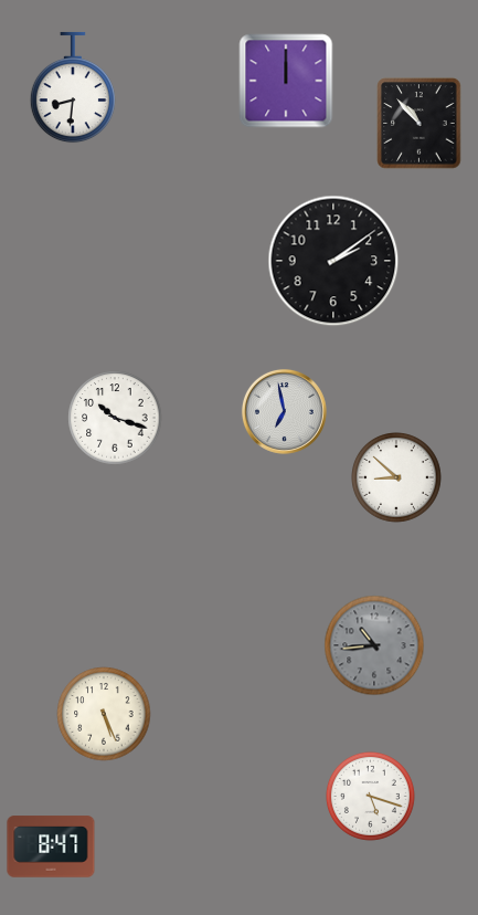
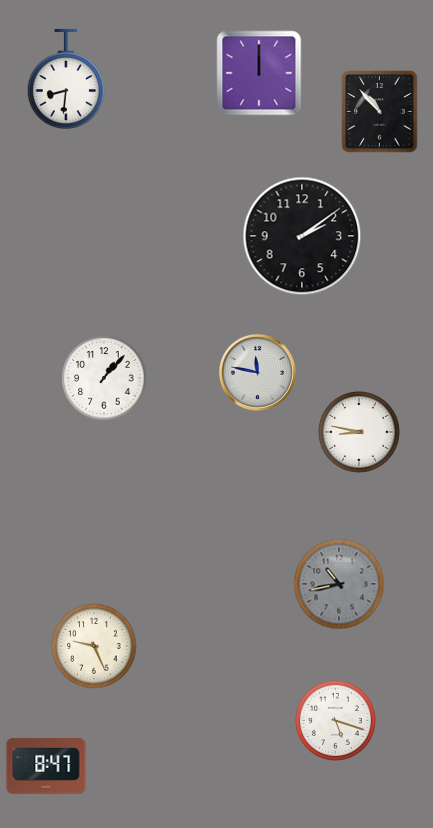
clock at (284, 411): 6:58 -> 11:47
clock at (115, 418): 10:18 -> 1:07
clock at (397, 478): 8:52 -> 8:47
clock at (374, 645): 10:44 -> 10:43
clock at (104, 714): 5:26 -> 9:26
